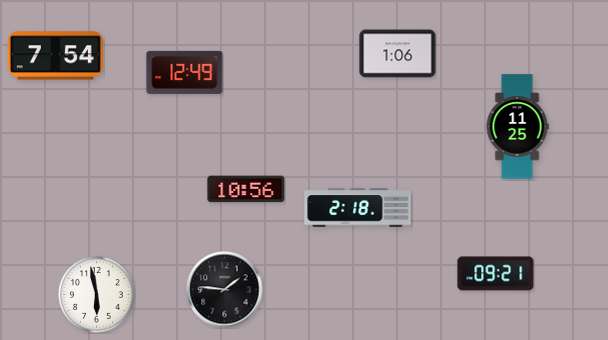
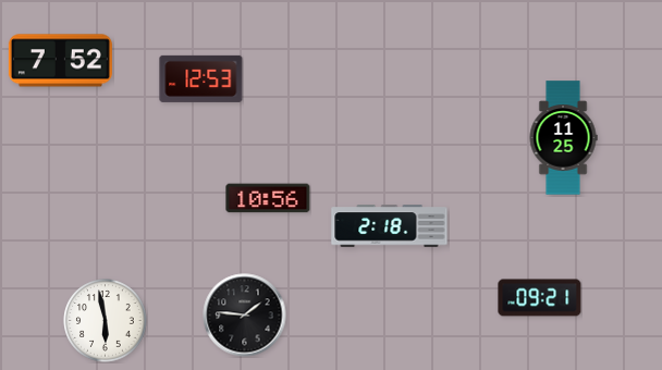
clock at (398, 54): 1:06 -> none
clock at (55, 56): 7:54 -> 7:52
clock at (185, 72): 12:49 -> 12:53
clock at (246, 189) position: (246, 189) -> (268, 198)
